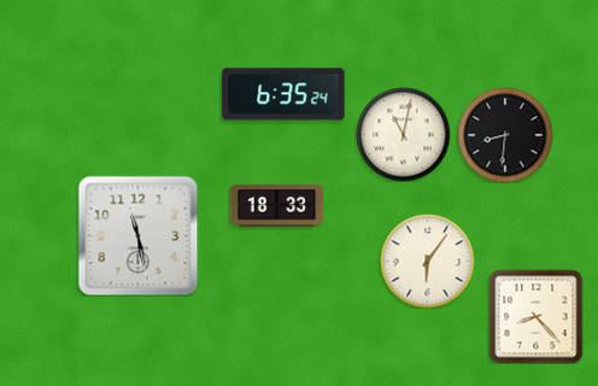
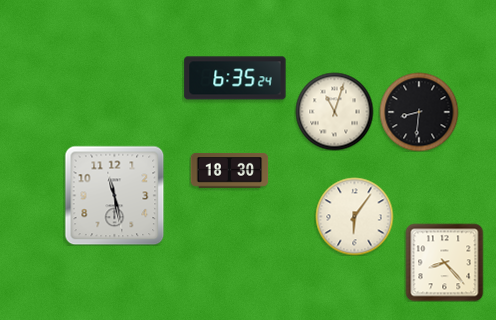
clock at (403, 134): 11:02 -> 11:03
clock at (276, 205): 18:33 -> 18:30
